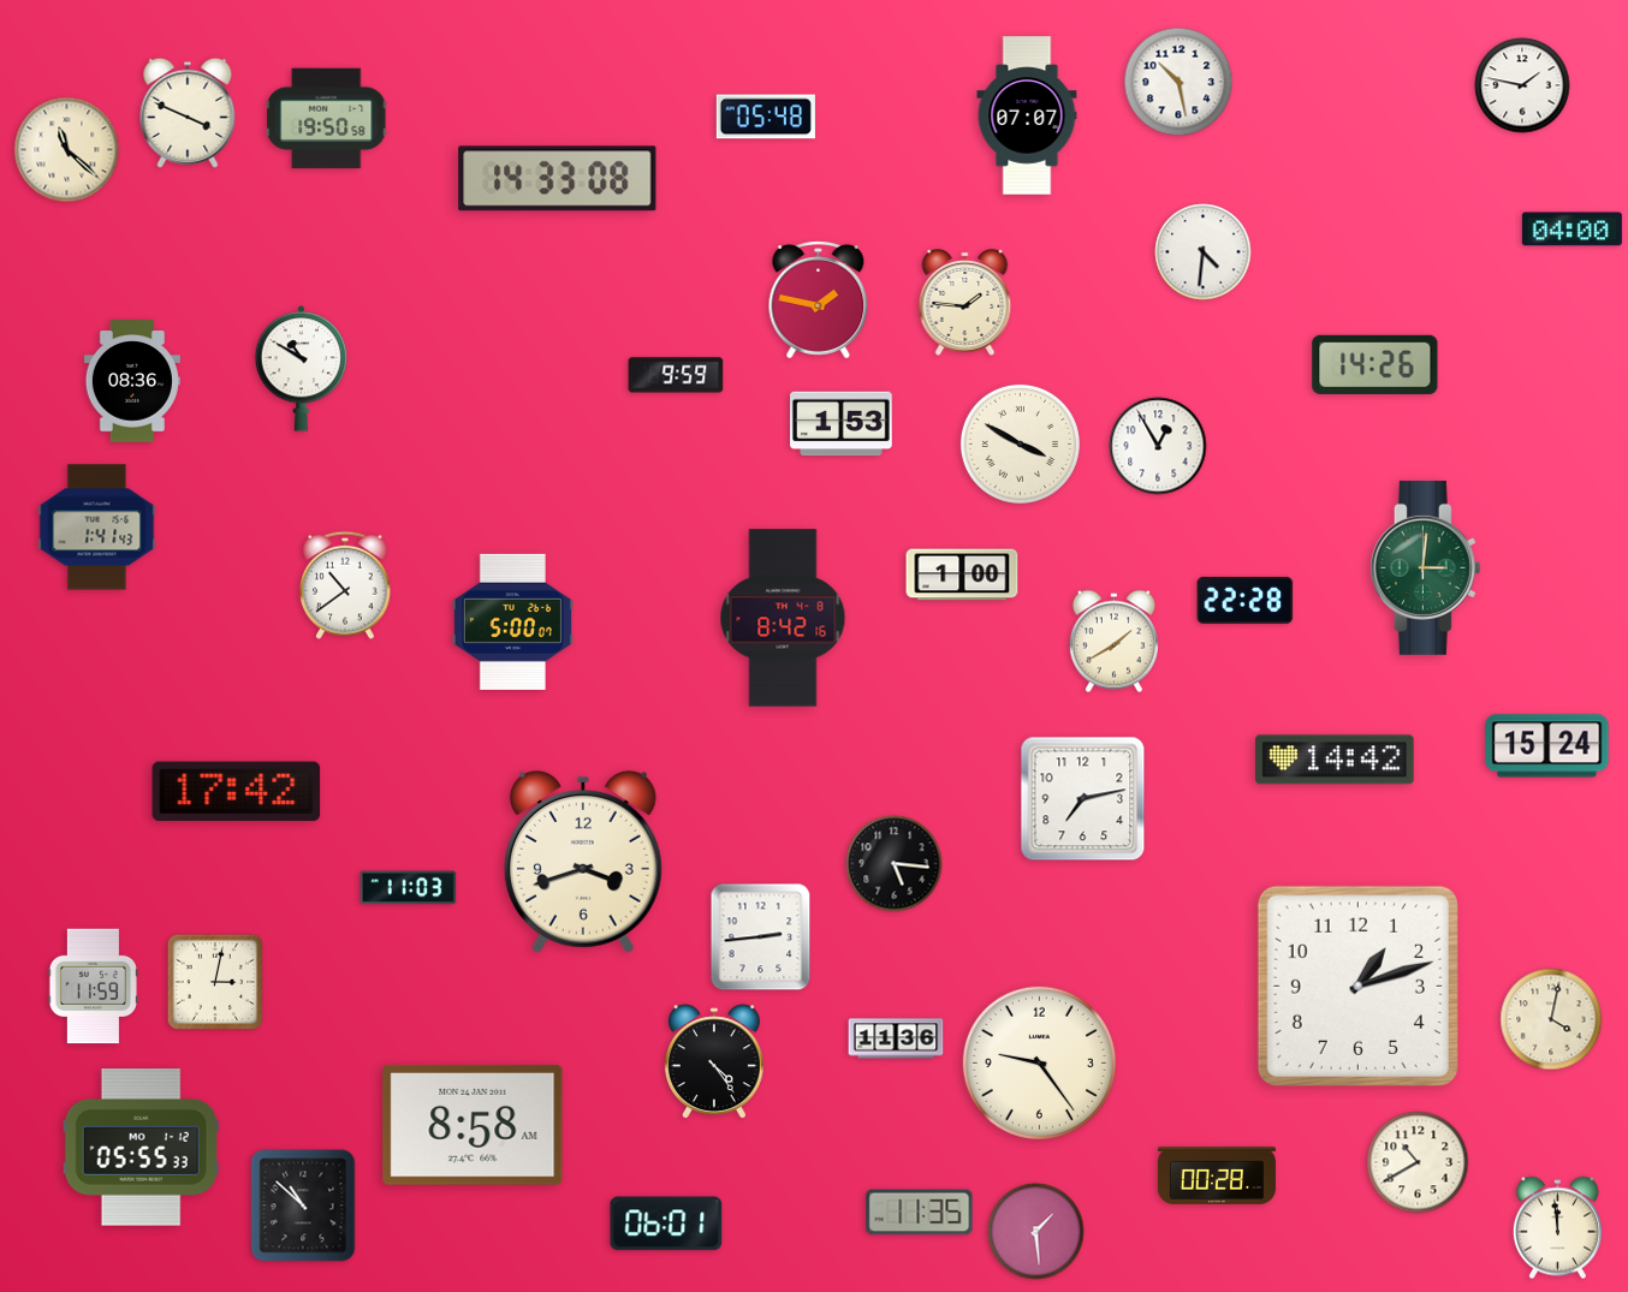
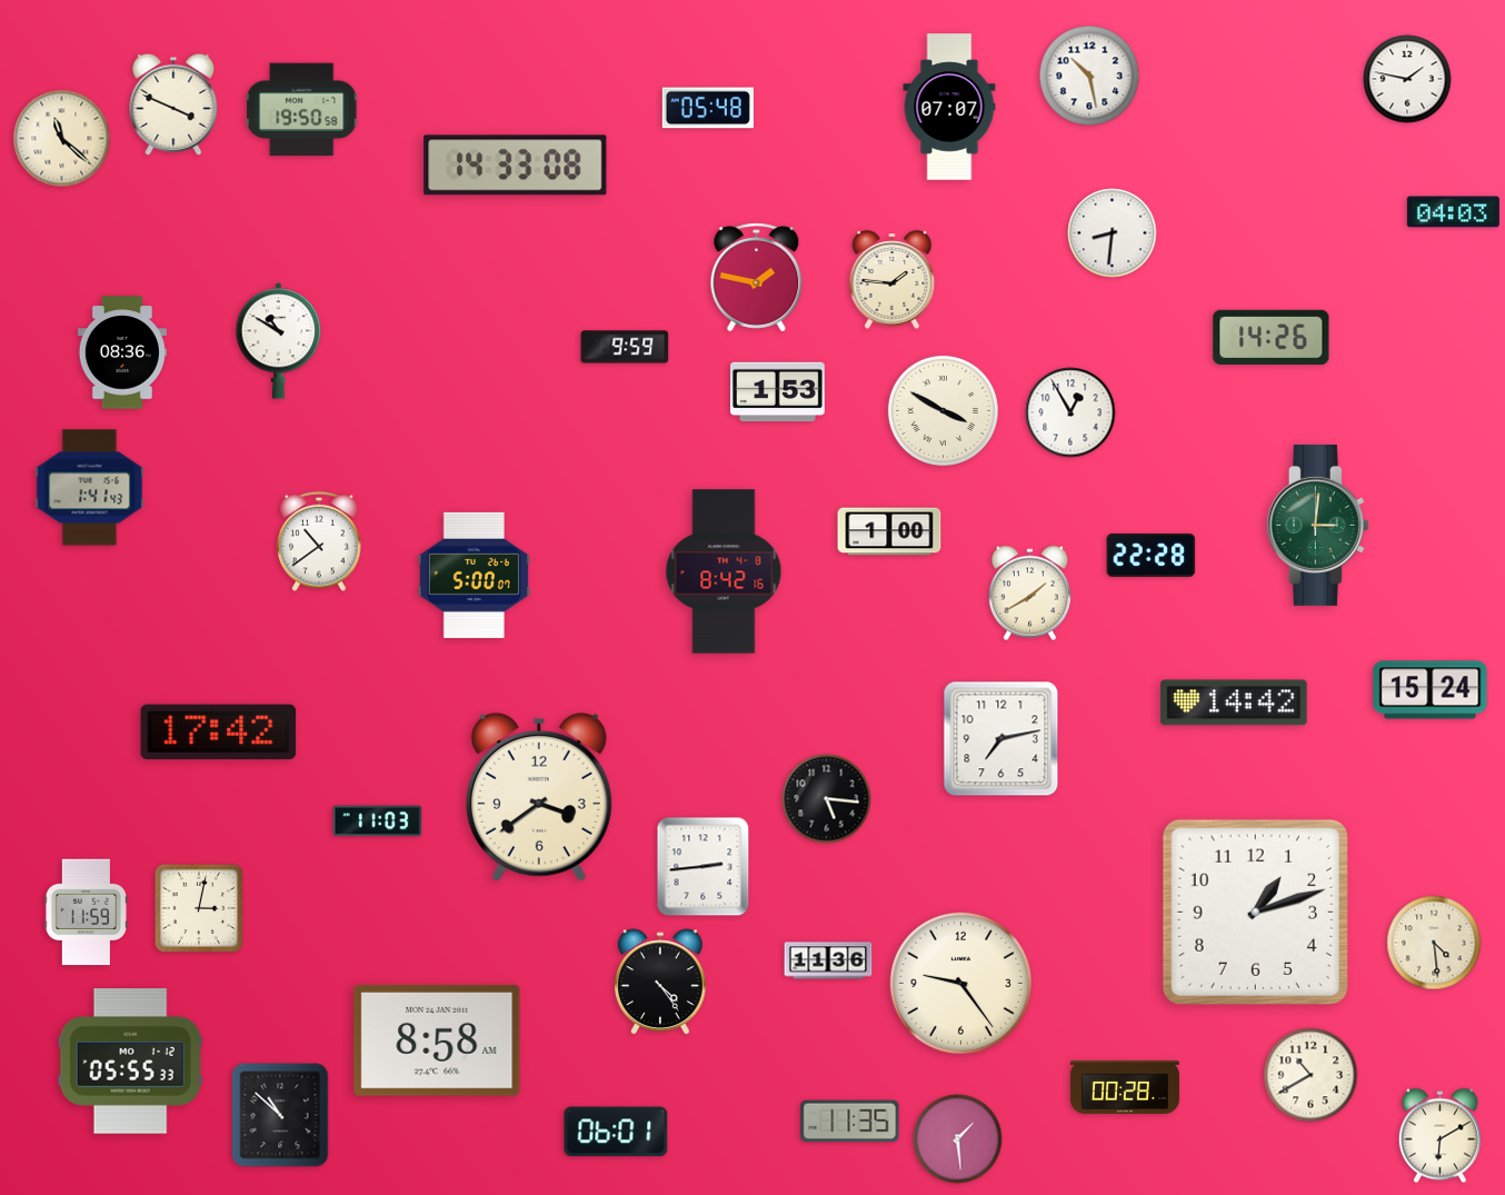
clock at (1571, 230): 04:00 -> 04:03
clock at (1204, 252): 4:31 -> 8:31
clock at (583, 862): 3:42 -> 3:39
clock at (1551, 1019): 4:02 -> 4:29
clock at (1557, 1228): 11:59 -> 6:10
